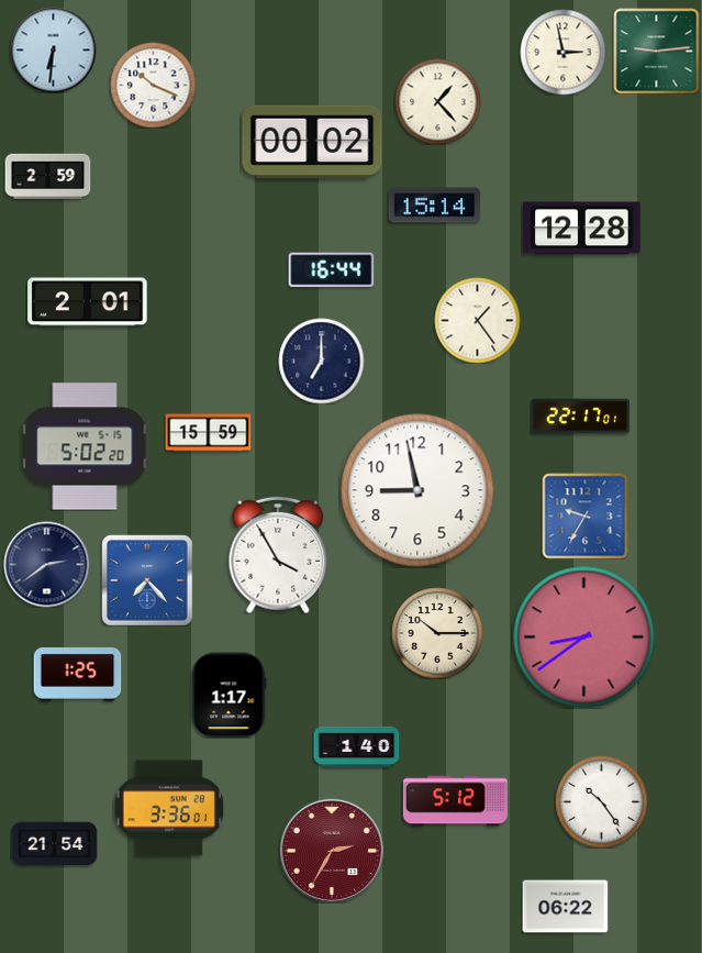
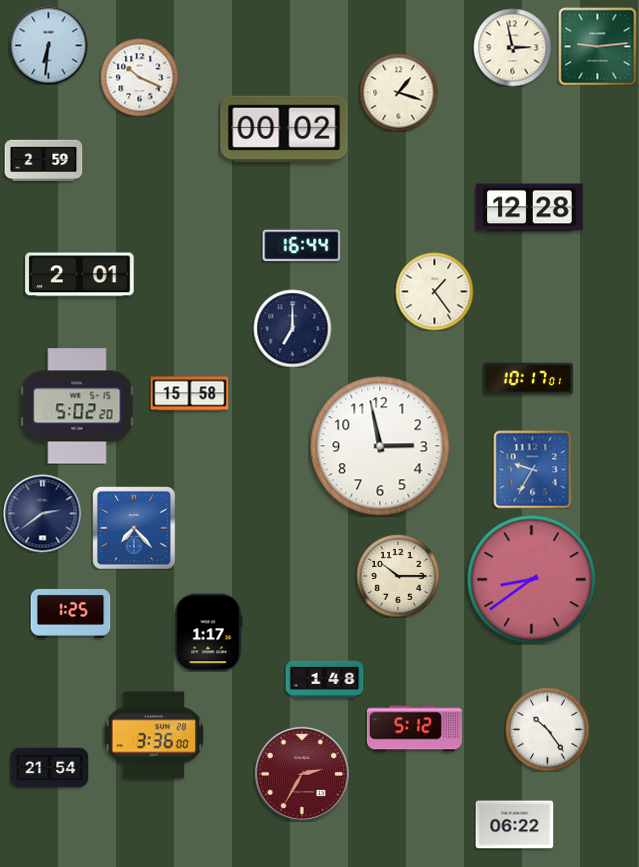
clock at (437, 101): 1:23 -> 1:18
clock at (434, 206): 15:14 -> none
clock at (580, 417): 22:17 -> 10:17
clock at (208, 433): 15:59 -> 15:58
clock at (417, 490): 8:58 -> 2:58
clock at (278, 555): 3:55 -> none
clock at (356, 746): 1:40 -> 1:48
clock at (169, 808): 3:36:01 -> 3:36:00
